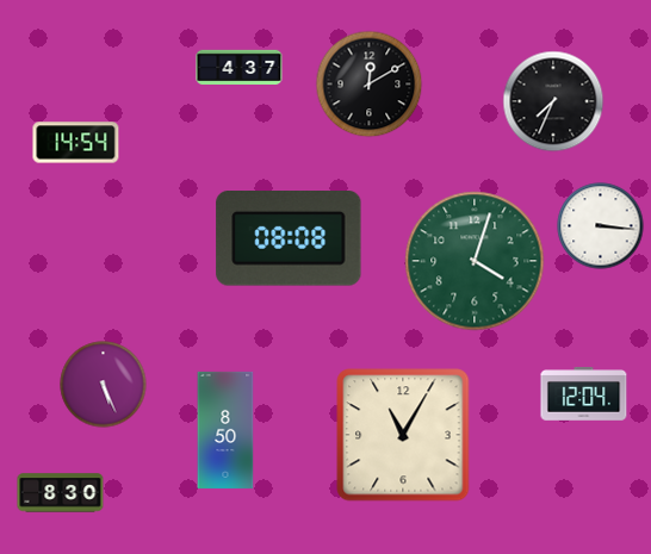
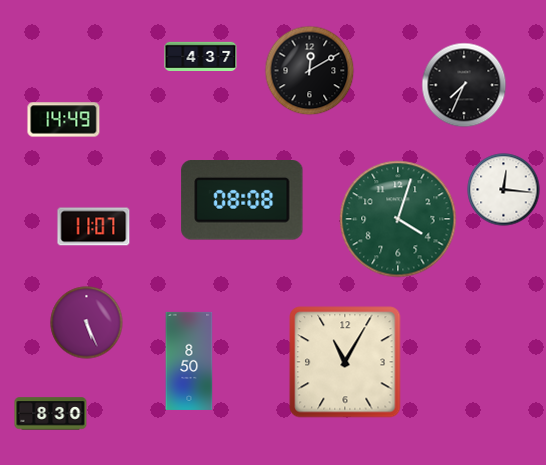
clock at (76, 143): 14:54 -> 14:49
clock at (601, 226): 3:16 -> 12:16
clock at (94, 227): none -> 11:07
clock at (584, 394): 12:04 -> none
clock at (403, 435) position: (403, 435) -> (345, 362)
